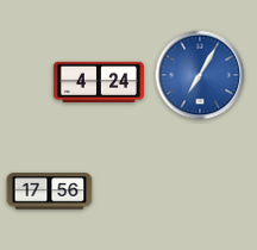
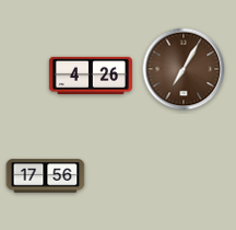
clock at (200, 75) dial: blue -> brown
clock at (99, 82): 4:24 -> 4:26
